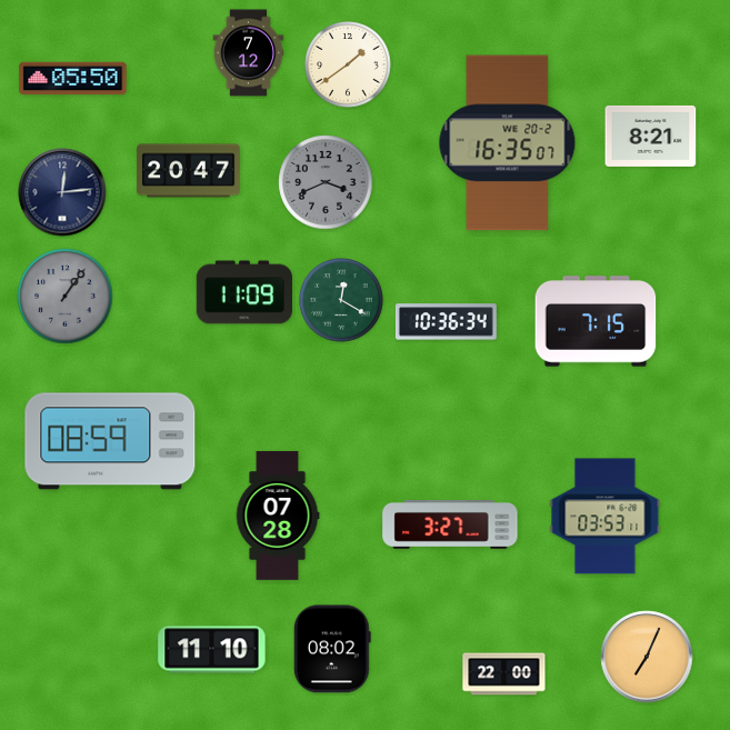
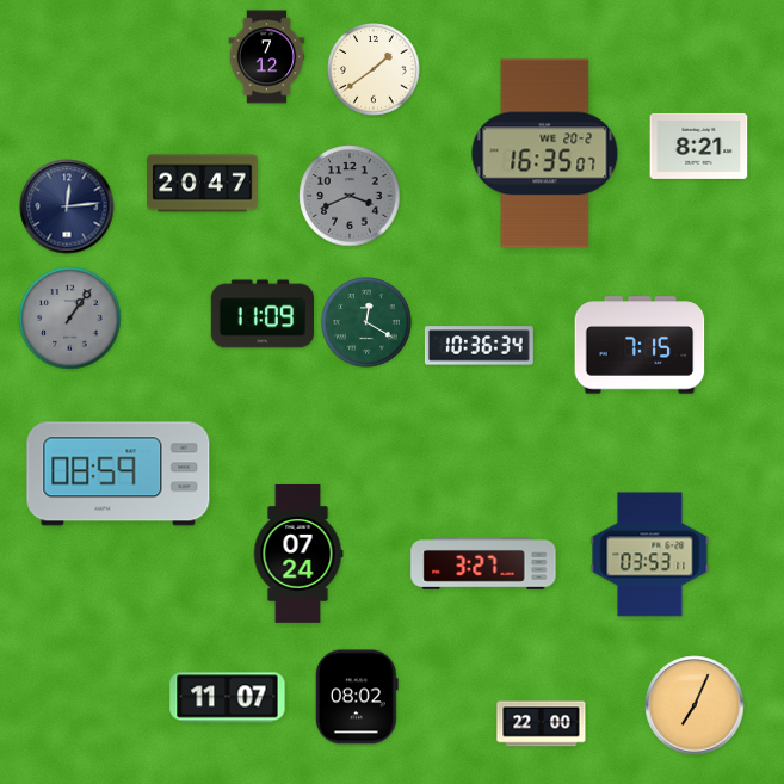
clock at (73, 79): 05:50 -> none
clock at (278, 516): 07:28 -> 07:24
clock at (212, 650): 11:10 -> 11:07
